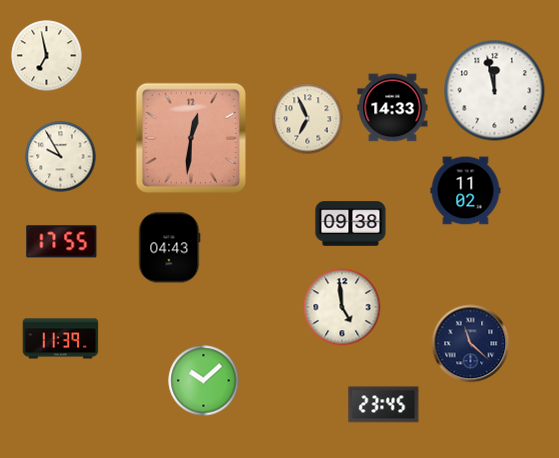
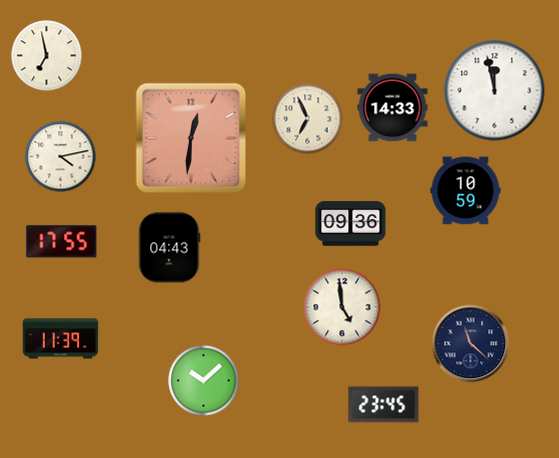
clock at (61, 157): 9:55 -> 4:13
clock at (466, 191): 11:02 -> 10:59
clock at (351, 224): 09:38 -> 09:36
